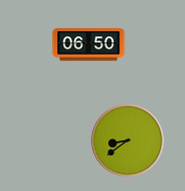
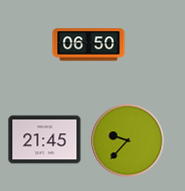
clock at (45, 140): none -> 21:45
clock at (128, 141): 8:39 -> 9:37
